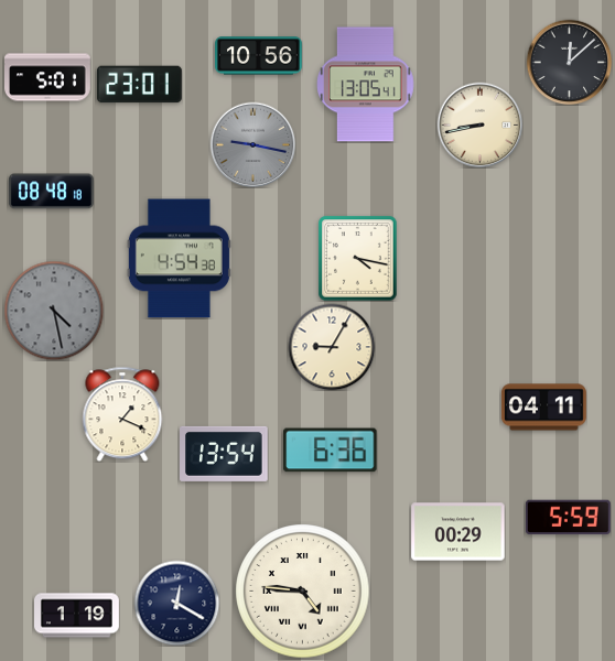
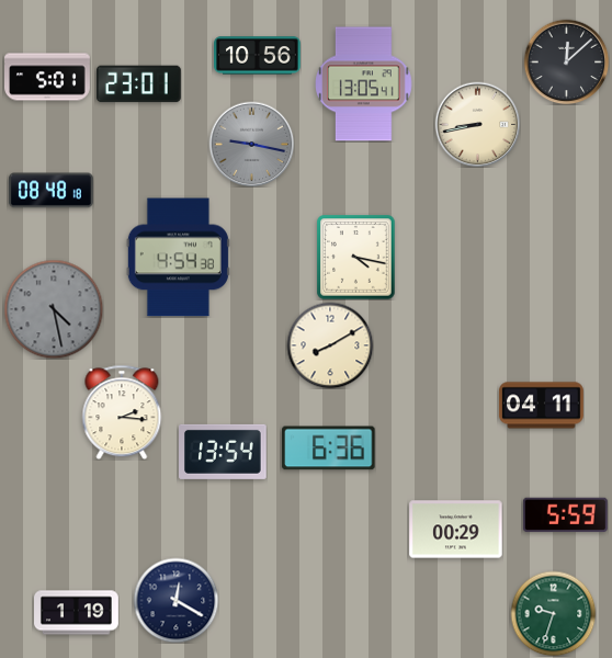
clock at (332, 347): 9:05 -> 8:10
clock at (122, 414): 1:19 -> 2:16
clock at (303, 592): 4:46 -> none
clock at (553, 613): none -> 9:33
